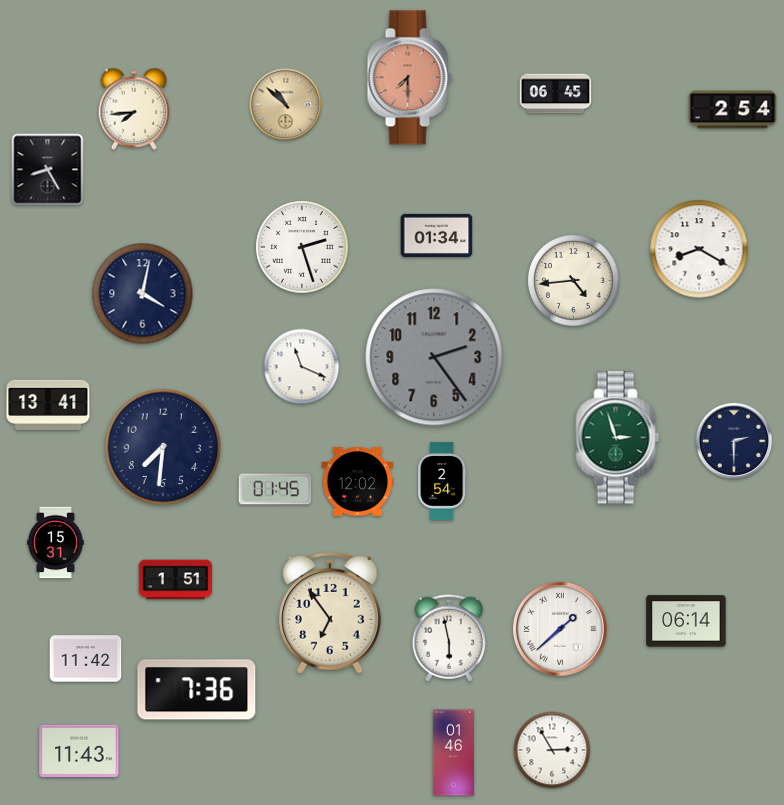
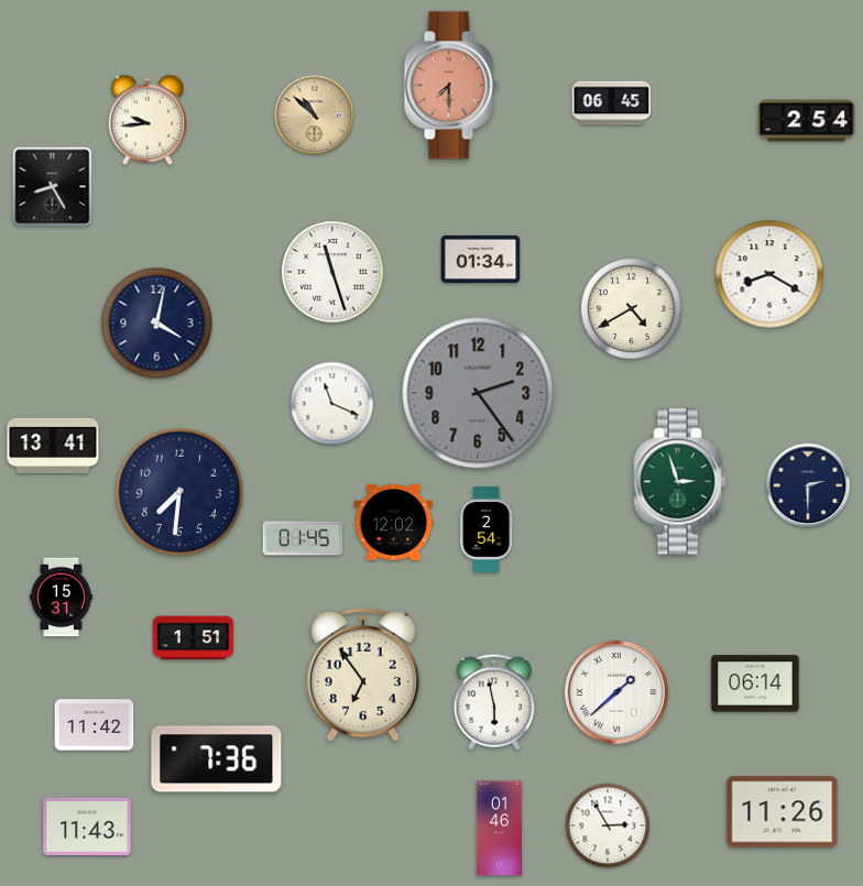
clock at (134, 109): 7:44 -> 9:44
clock at (302, 247): 2:27 -> 11:27
clock at (574, 281): 4:44 -> 4:40
clock at (358, 482) position: (358, 482) -> (394, 523)
clock at (783, 812): none -> 11:26
